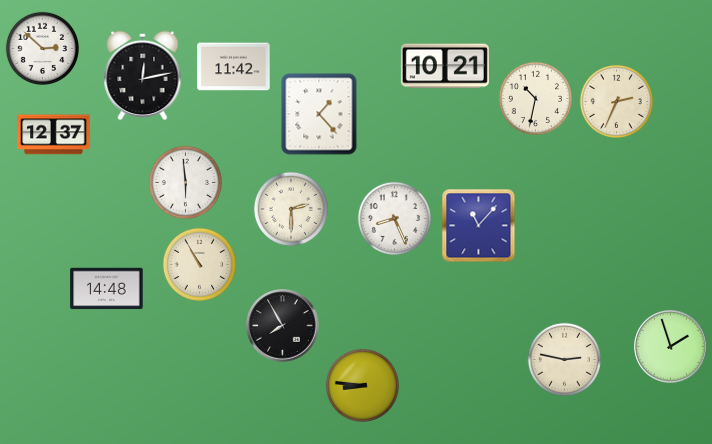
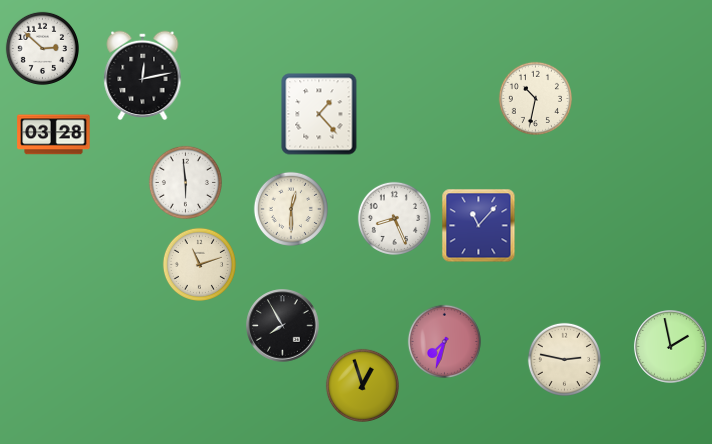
clock at (445, 66): 10:21 -> none
clock at (234, 67): 11:42 -> none
clock at (616, 101): 2:34 -> none
clock at (54, 135): 12:37 -> 03:28
clock at (291, 209): 2:30 -> 12:30
clock at (199, 264): 10:55 -> 11:12
clock at (107, 289): 14:48 -> none
clock at (444, 341): none -> 7:33
clock at (671, 347): 1:57 -> 1:58
clock at (362, 385): 8:46 -> 12:57
